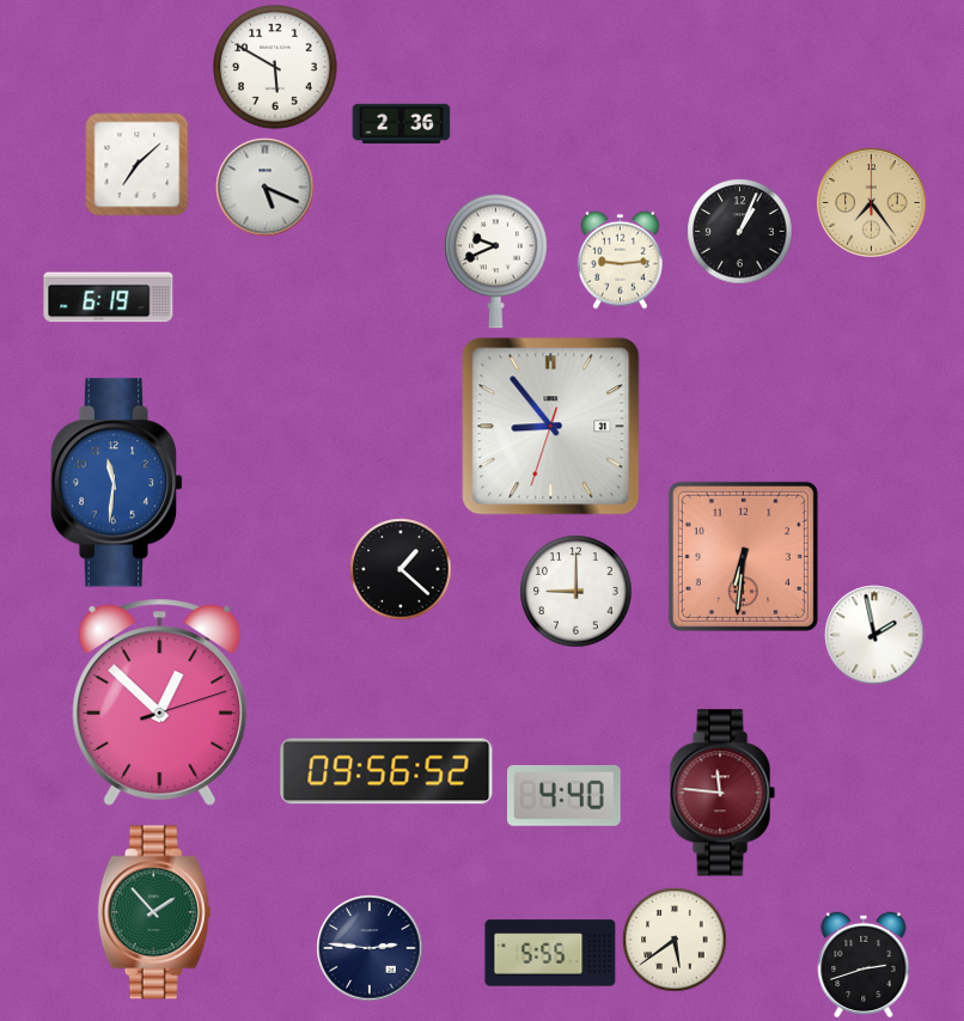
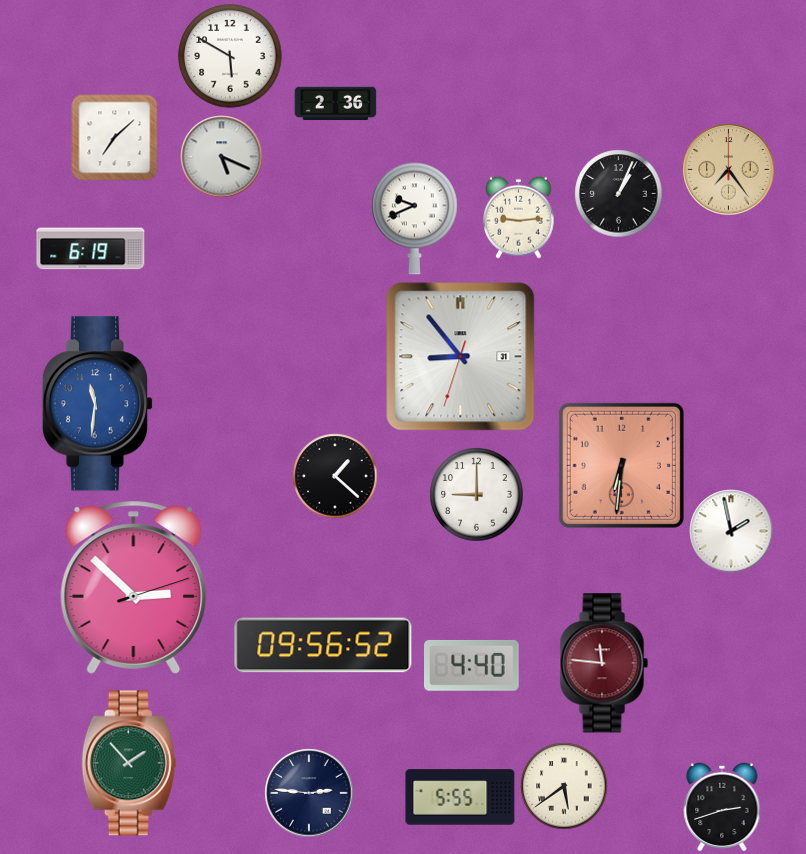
clock at (576, 592) position: (576, 592) -> (477, 495)
clock at (160, 702): 12:52 -> 2:52
